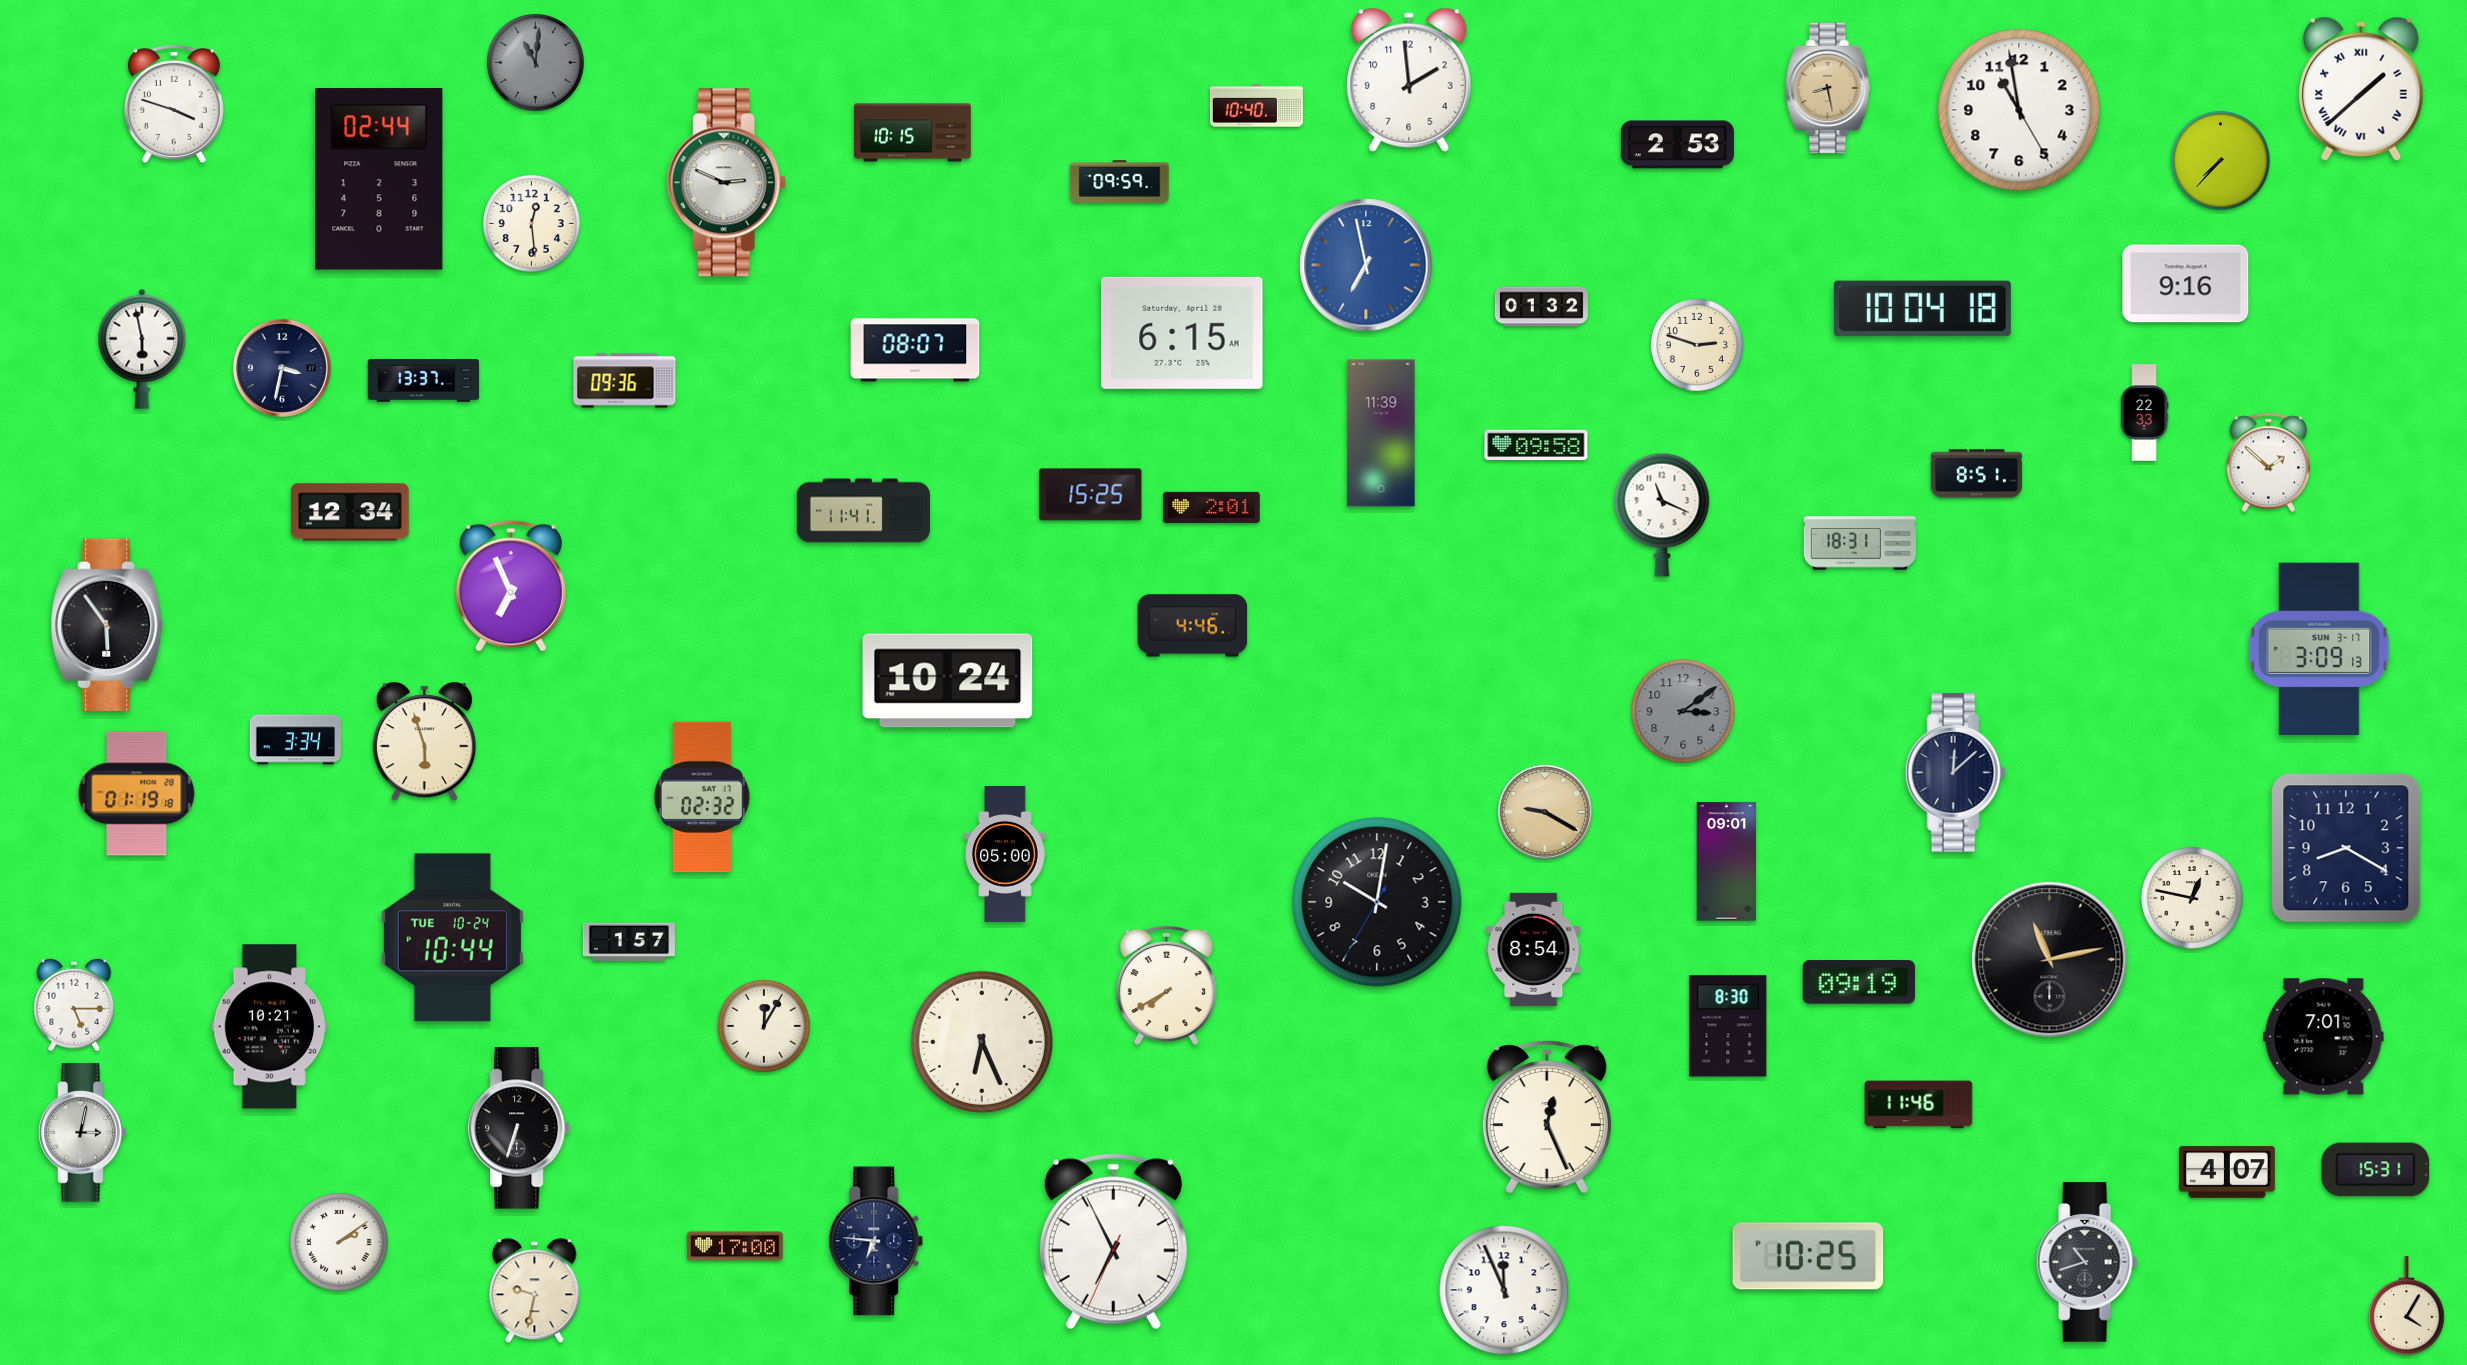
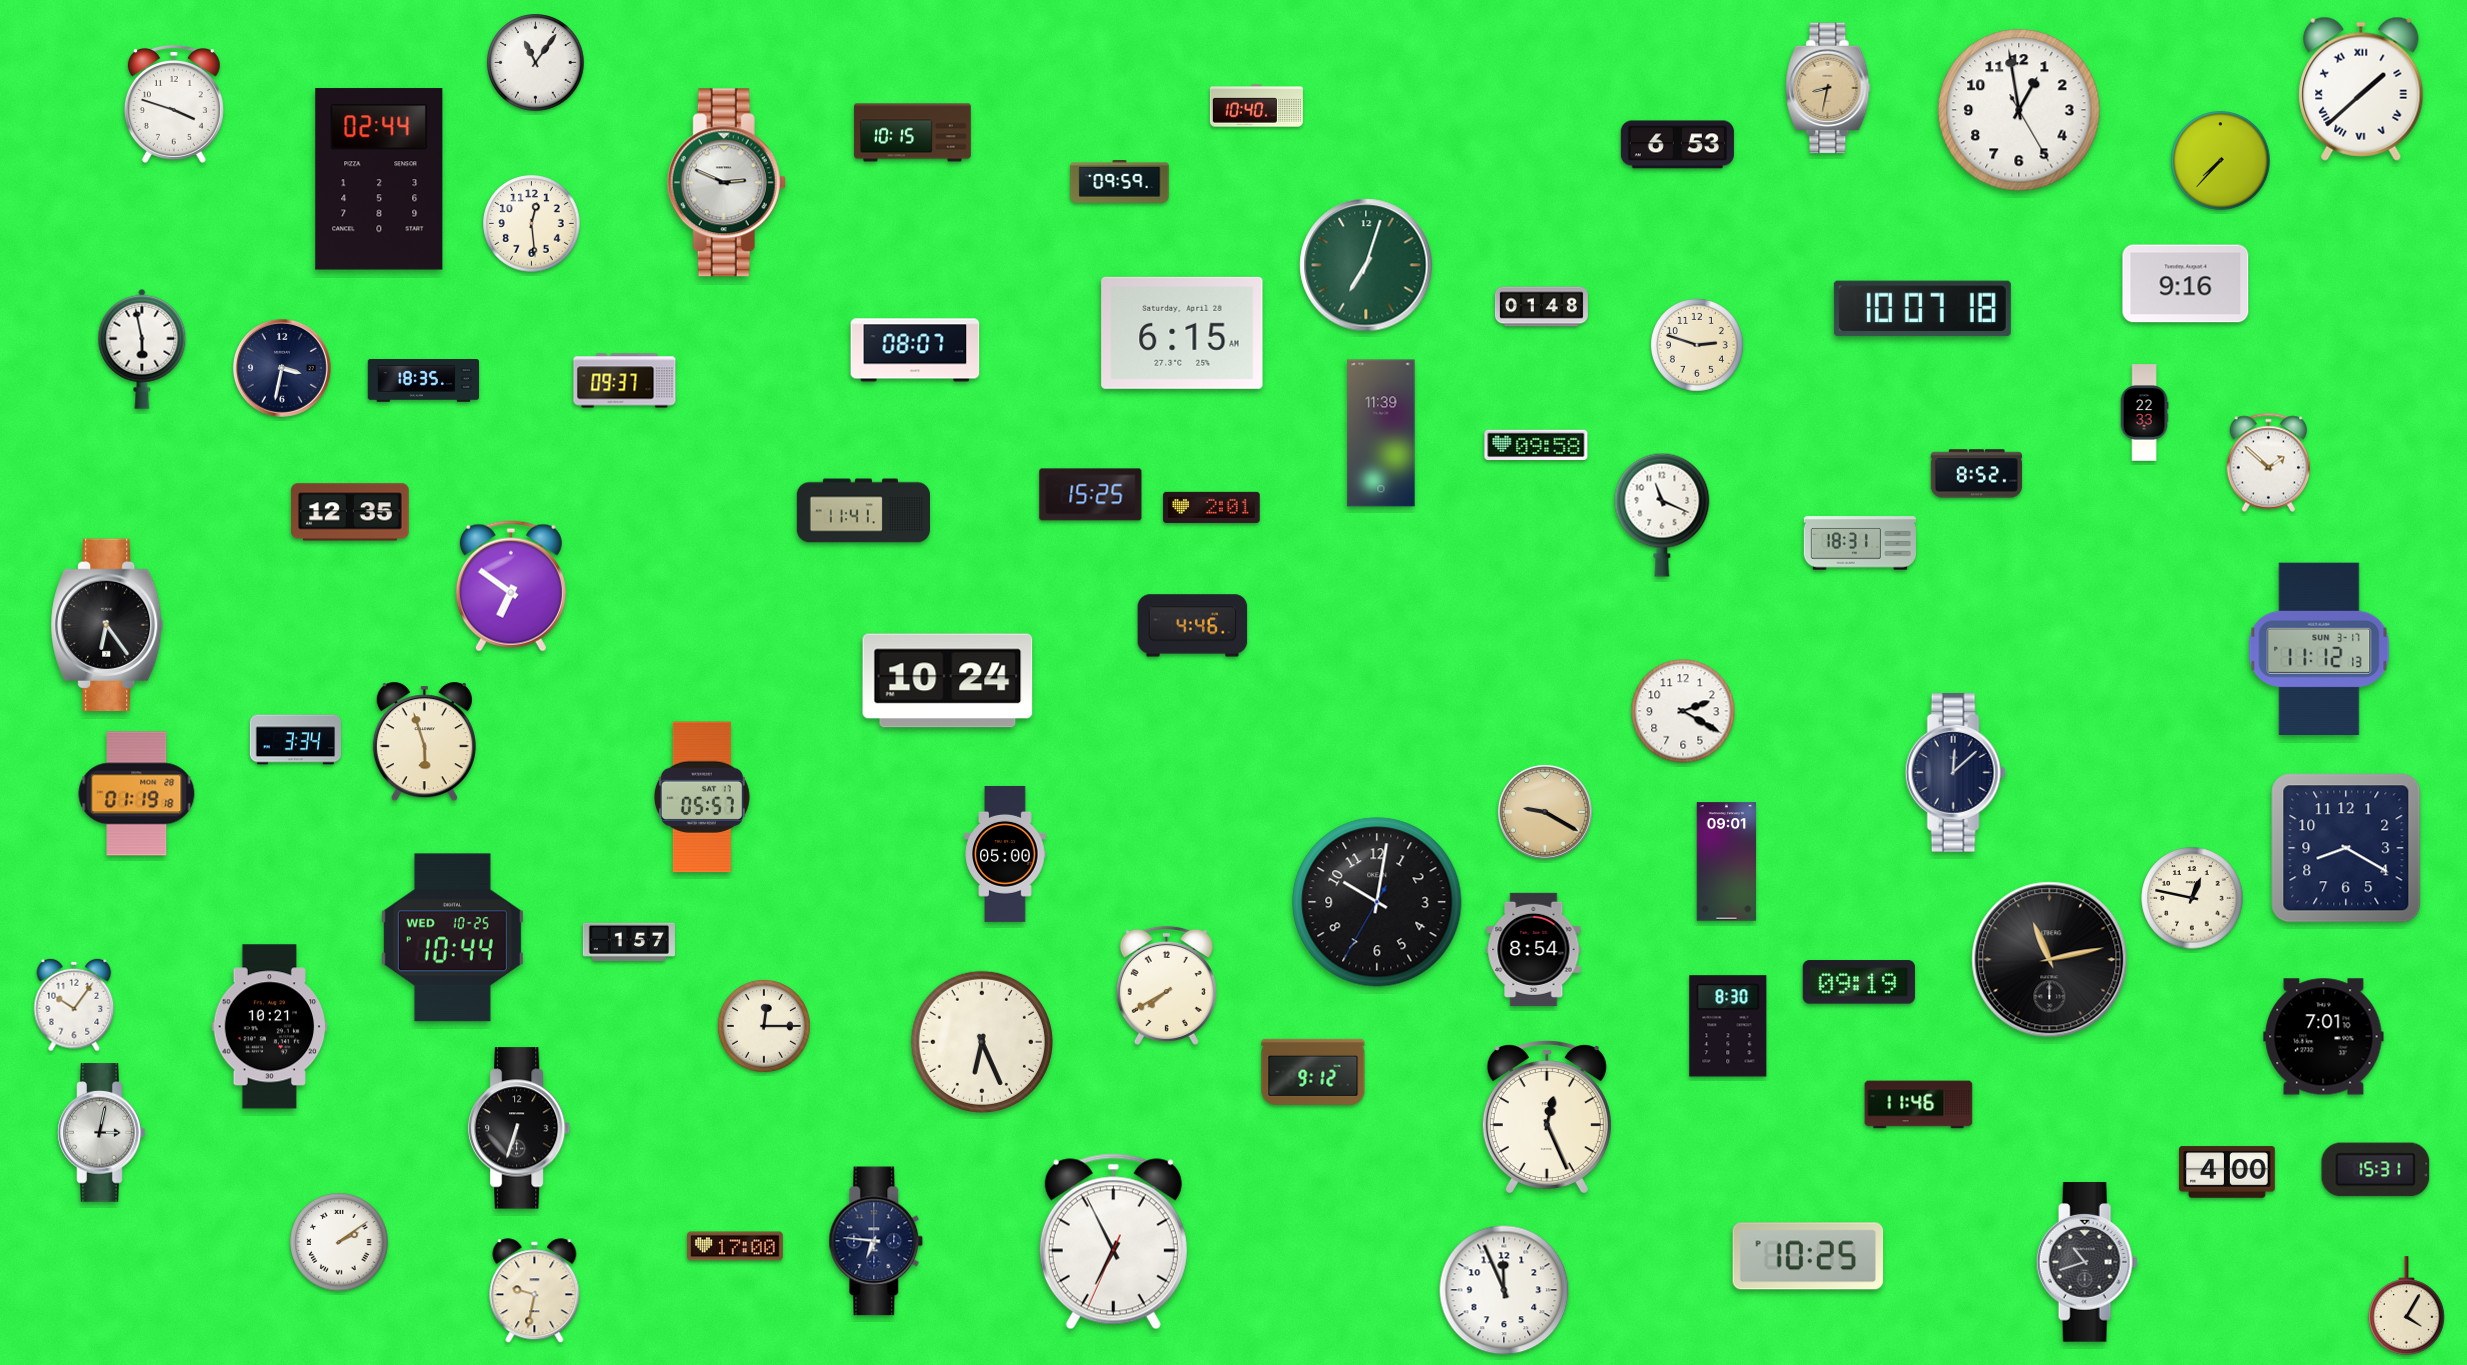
clock at (536, 63): 11:01 -> 11:06
clock at (536, 63) dial: grey -> white
clock at (1409, 80): 1:59 -> none
clock at (1828, 88): 8:28 -> 8:32
clock at (2019, 110): 10:58 -> 12:58
clock at (1677, 145): 2:53 -> 6:53
clock at (1366, 265): 6:58 -> 7:03
clock at (1366, 265) dial: blue -> green
clock at (1541, 307): 01:32 -> 01:48
clock at (1922, 309): 10:04 -> 10:07
clock at (424, 381): 13:37 -> 18:35
clock at (625, 381): 09:36 -> 09:37
clock at (1977, 474): 8:51 -> 8:52
clock at (350, 512): 12:34 -> 12:35
clock at (511, 586): 6:56 -> 6:51
clock at (107, 625): 5:54 -> 6:24
clock at (2319, 648): 3:09 -> 11:12
clock at (1683, 711): 3:09 -> 2:20
clock at (1683, 711) dial: grey -> white
clock at (702, 797): 02:32 -> 05:57
clock at (452, 938) date: TUE 10-24 -> WED 10-25
clock at (74, 1005): 5:15 -> 10:06
clock at (764, 1026): 12:05 -> 12:15
clock at (1313, 1072): none -> 9:12
clock at (83, 1133) position: (83, 1133) -> (102, 1133)
clock at (2227, 1172): 4:07 -> 4:00
